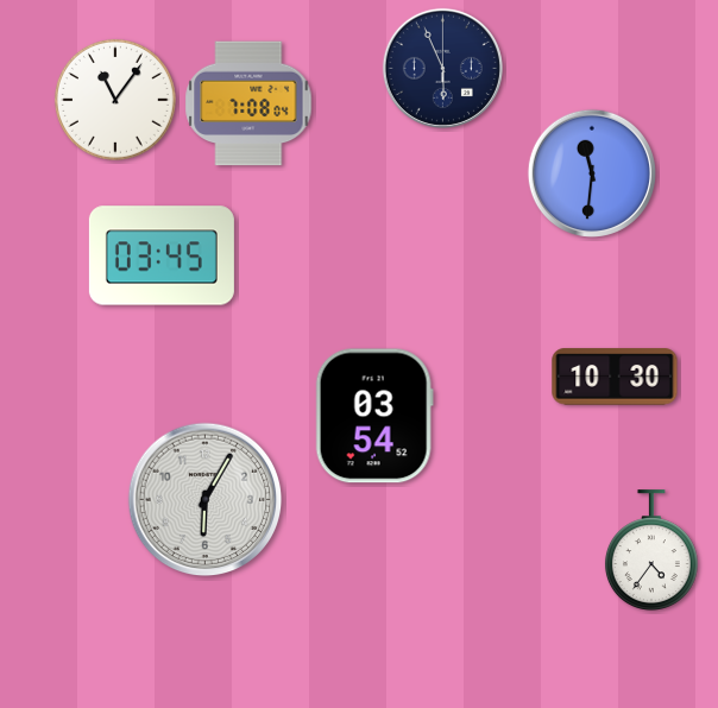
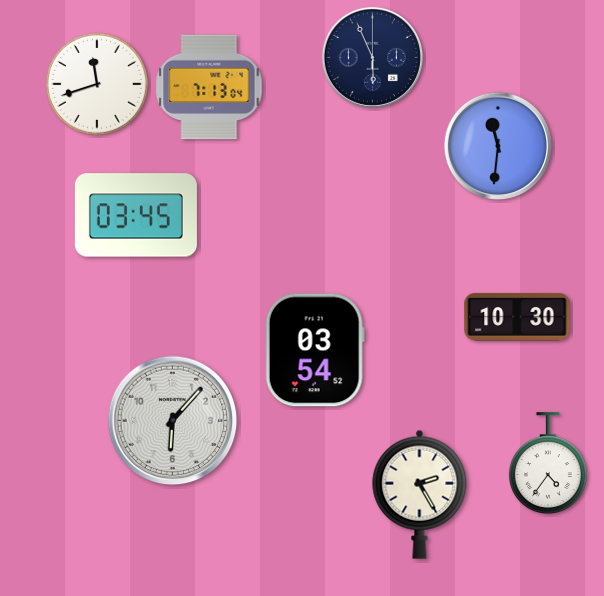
clock at (115, 100): 11:06 -> 11:42
clock at (248, 103): 7:08 -> 7:13
clock at (206, 500): 6:05 -> 6:07
clock at (420, 494): none -> 2:25
